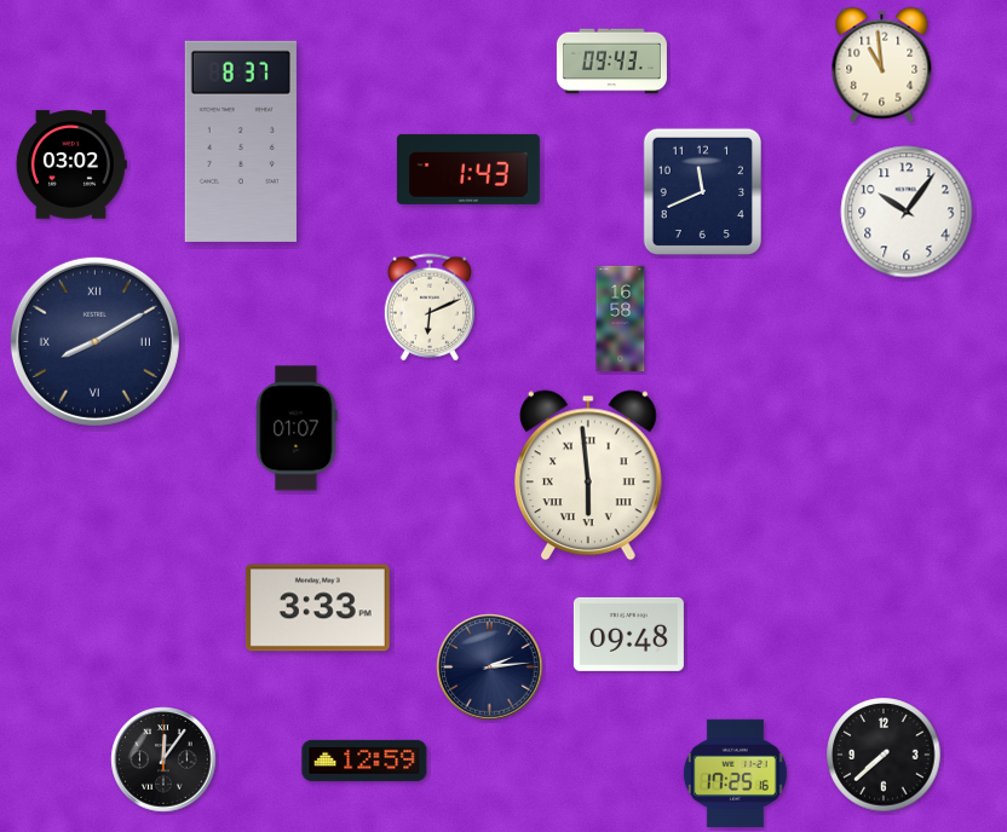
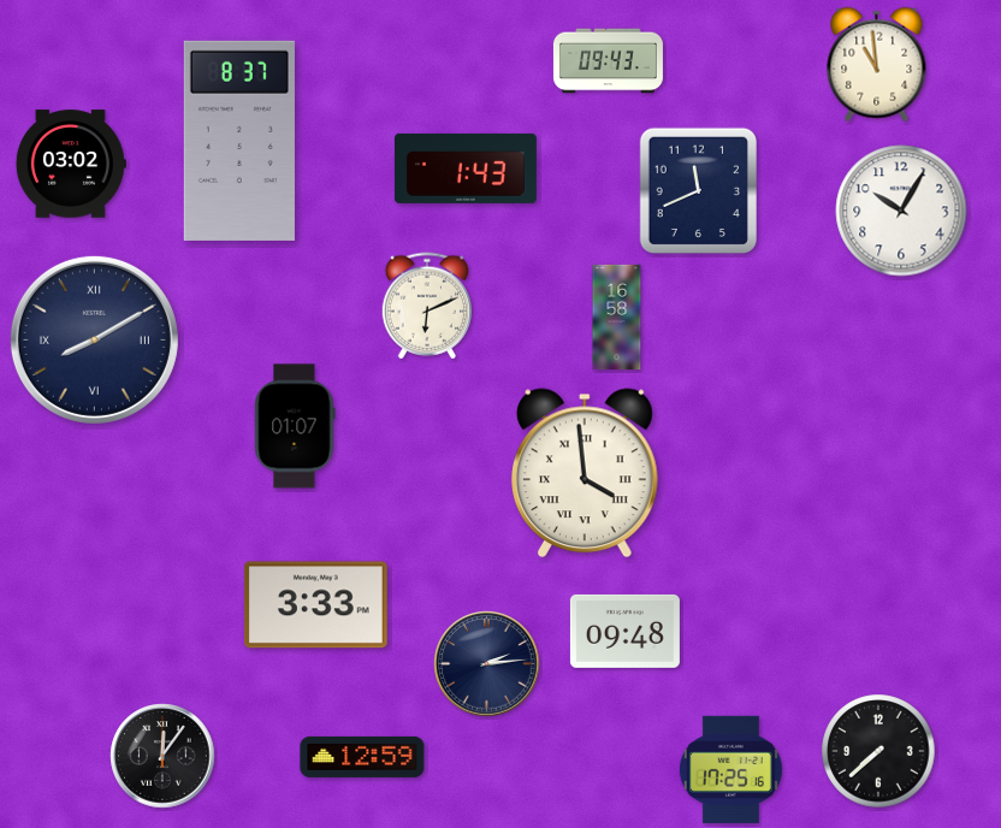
clock at (907, 212): 10:06 -> 10:05
clock at (588, 475): 5:59 -> 3:59
